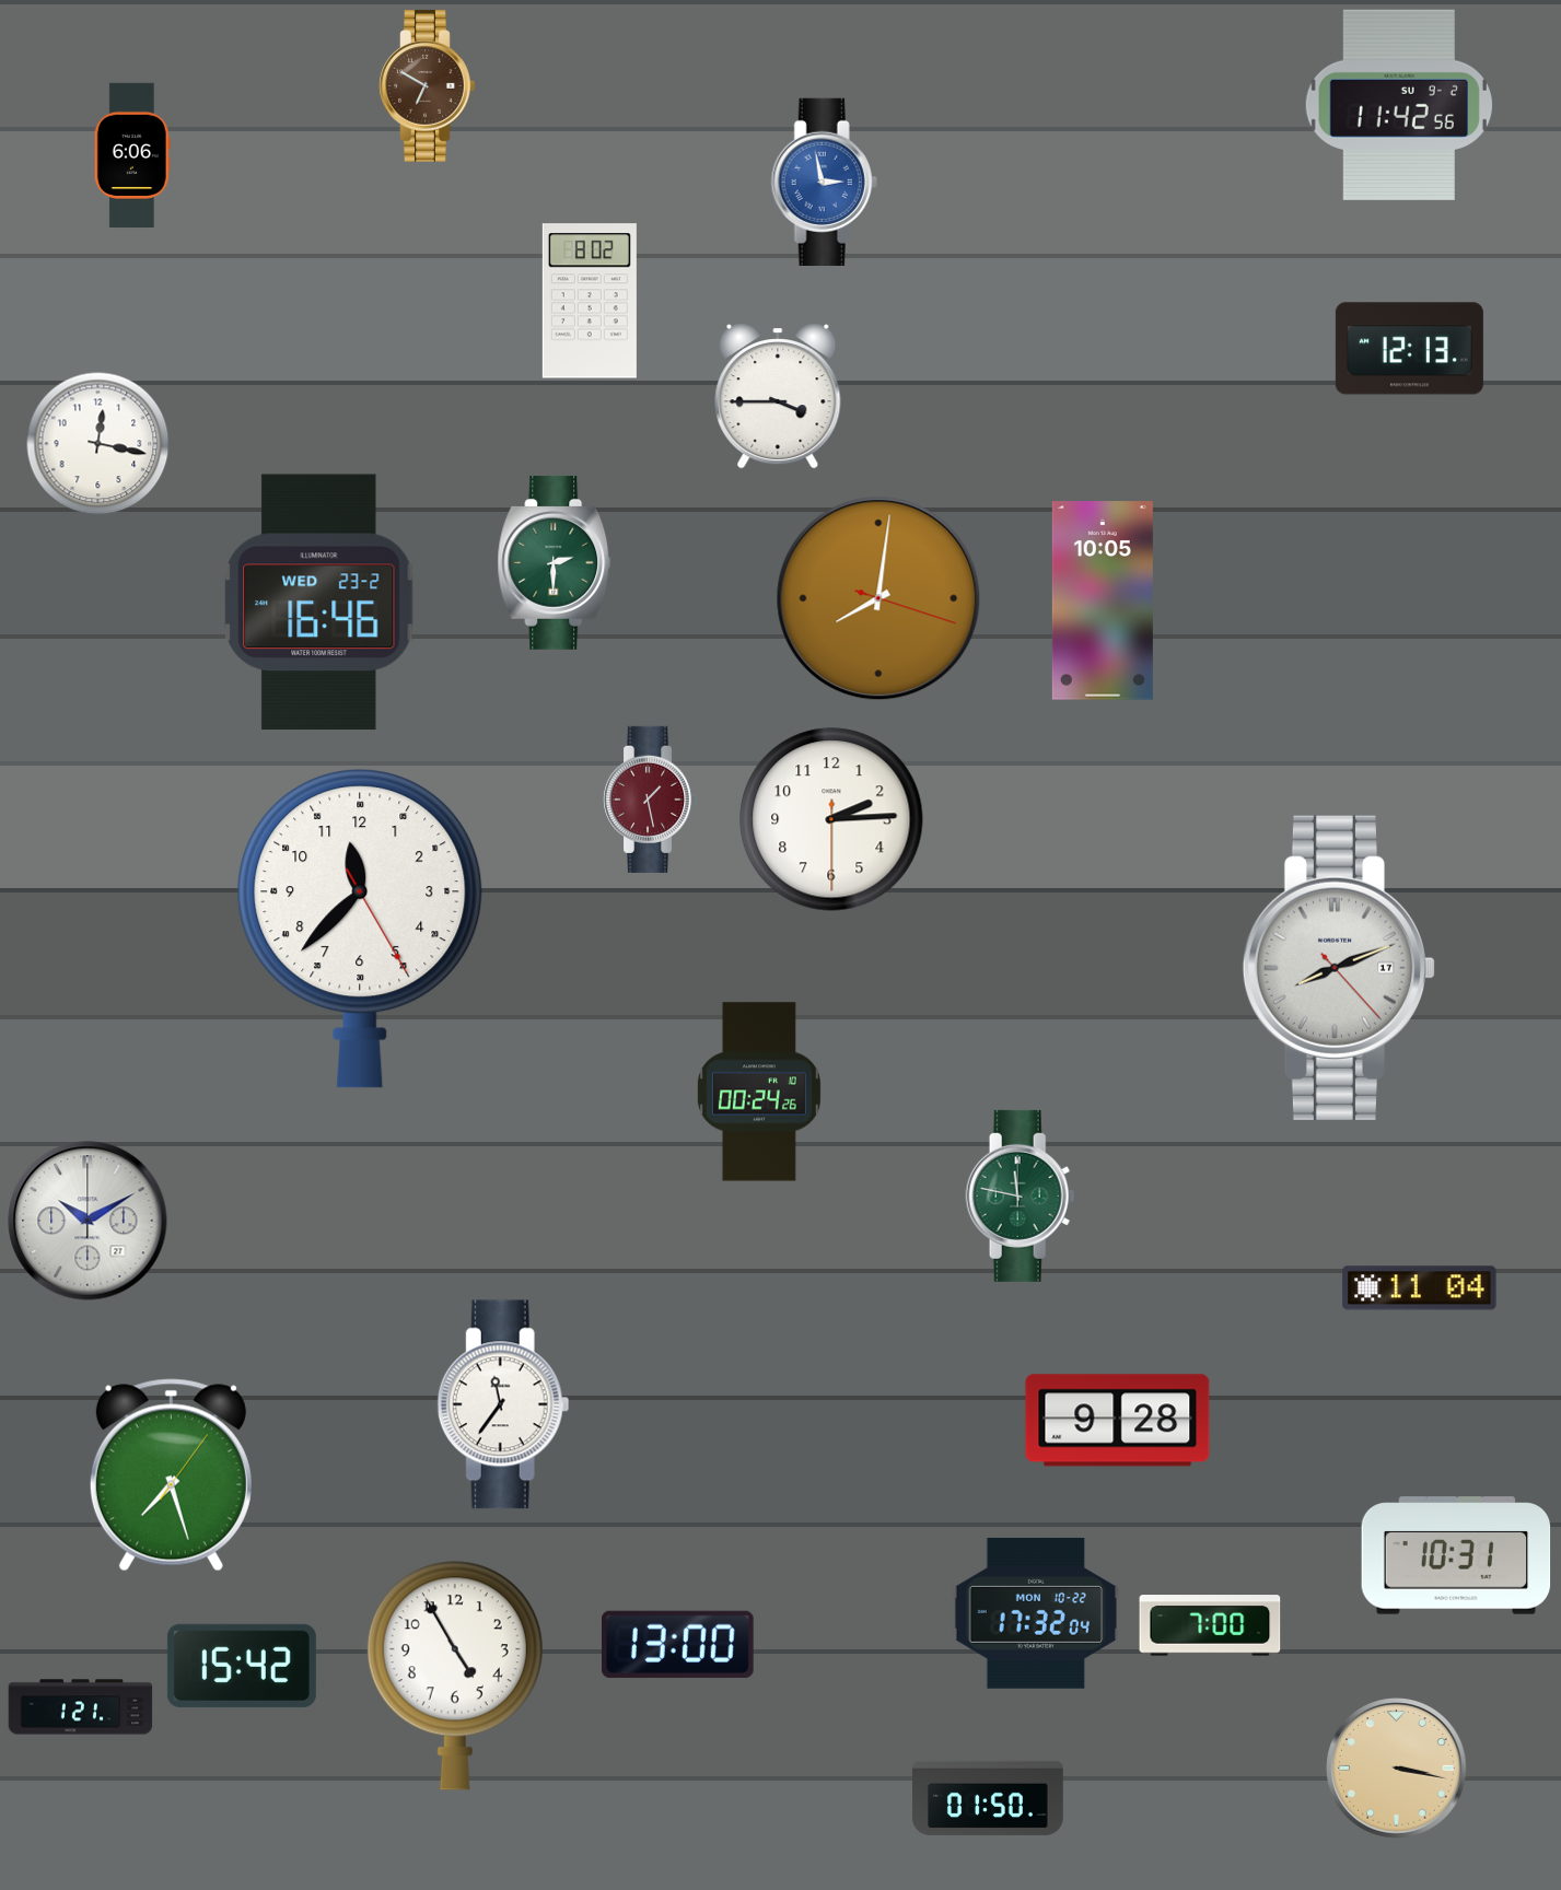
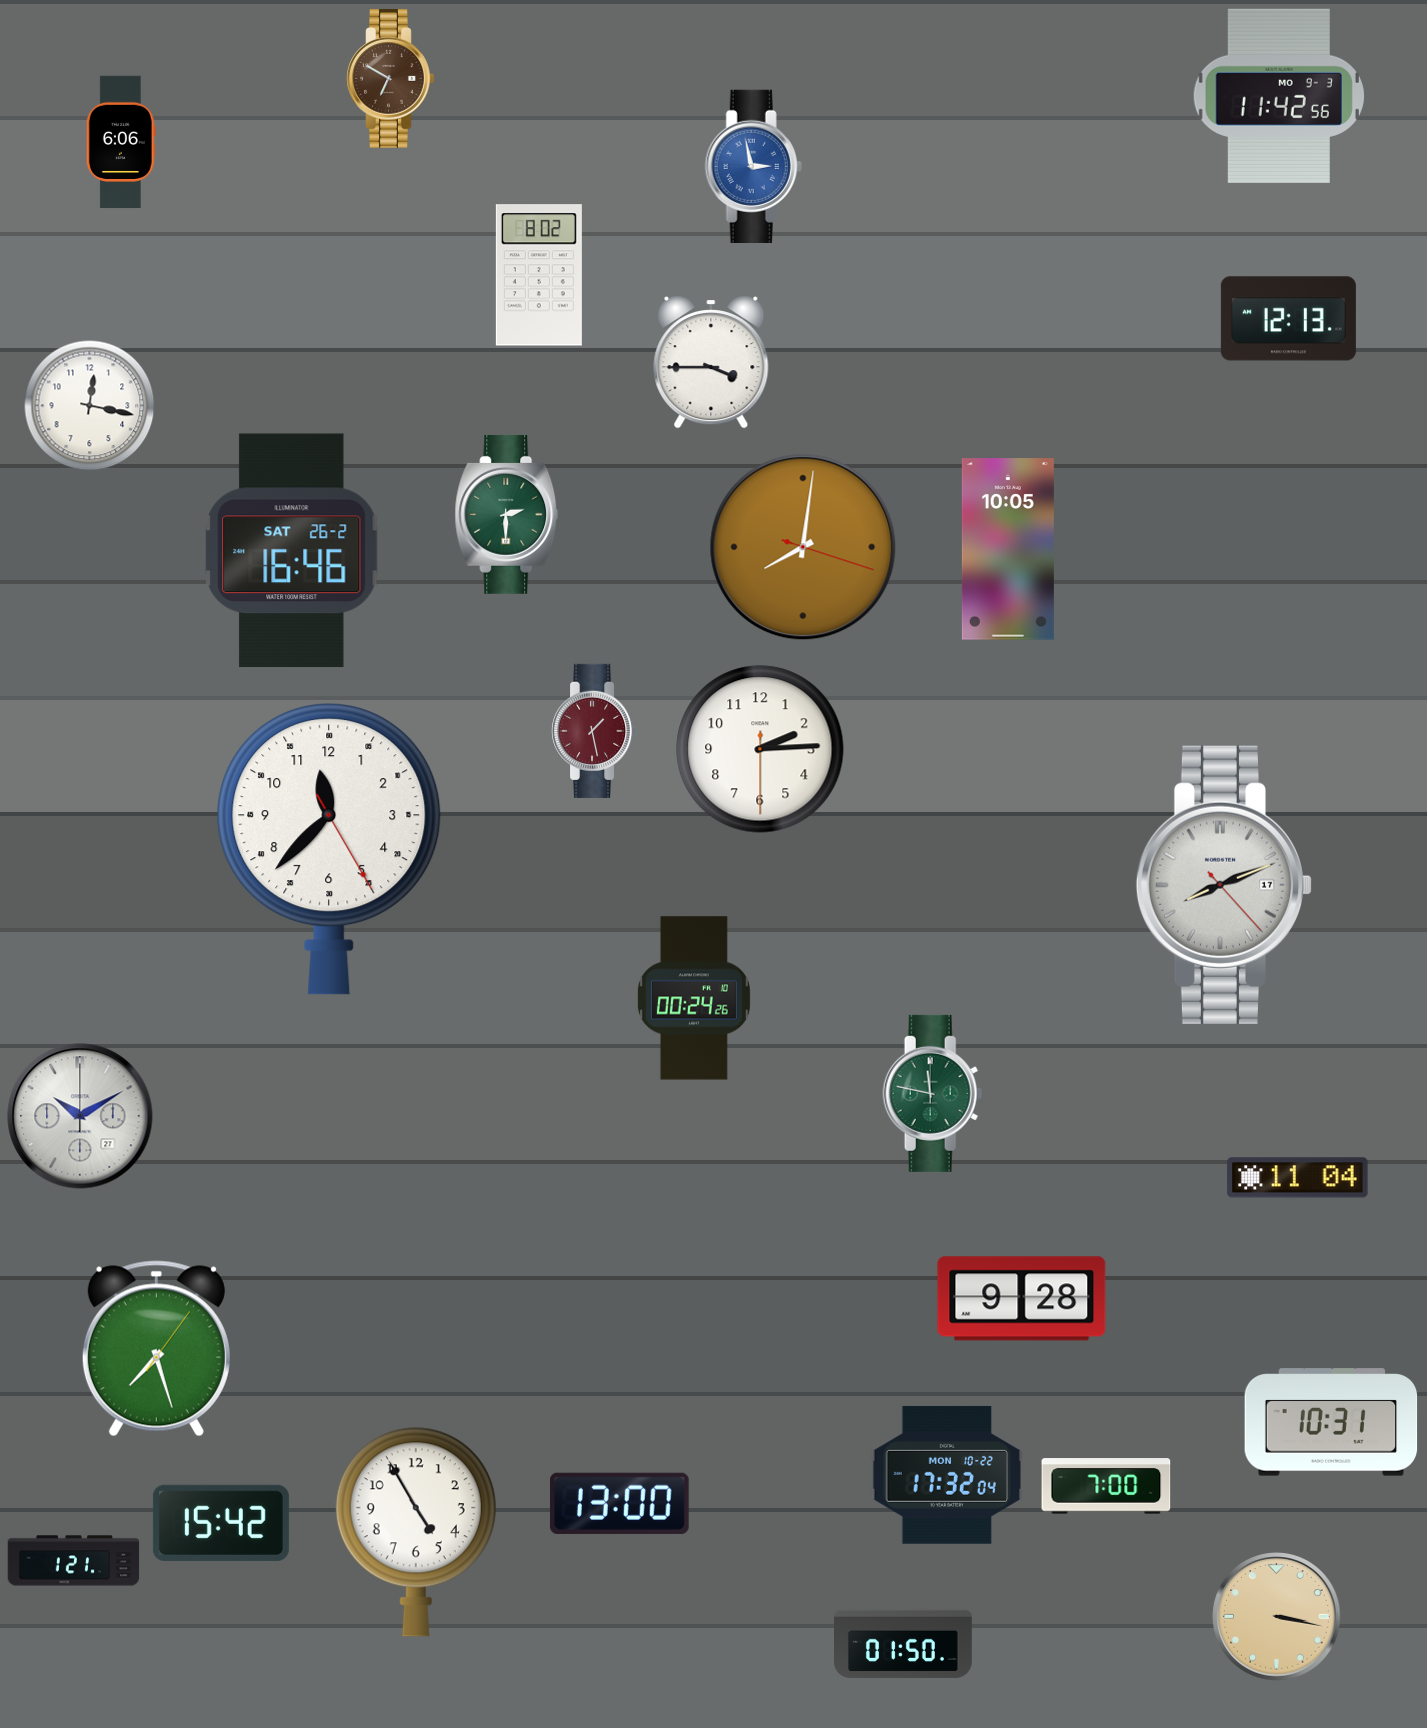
clock at (1399, 105) date: SU 9-2 -> MO 9-3
clock at (319, 603) date: WED 23-2 -> SAT 26-2
clock at (503, 1404): 11:36 -> none
